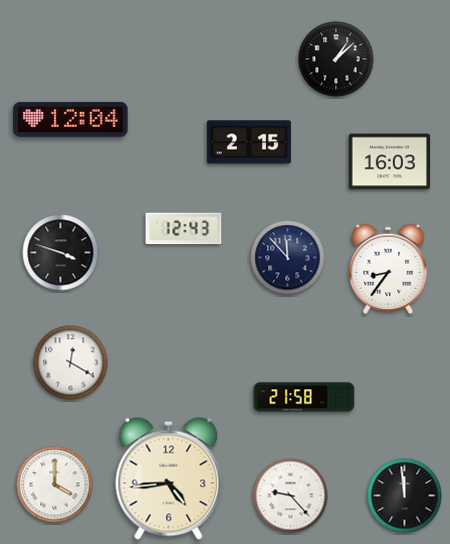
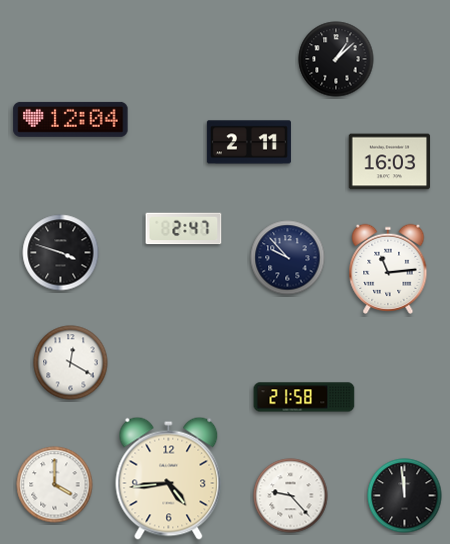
clock at (249, 142): 2:15 -> 2:11
clock at (184, 229): 12:43 -> 2:47
clock at (288, 258): 11:53 -> 9:53
clock at (388, 269): 8:36 -> 11:14
